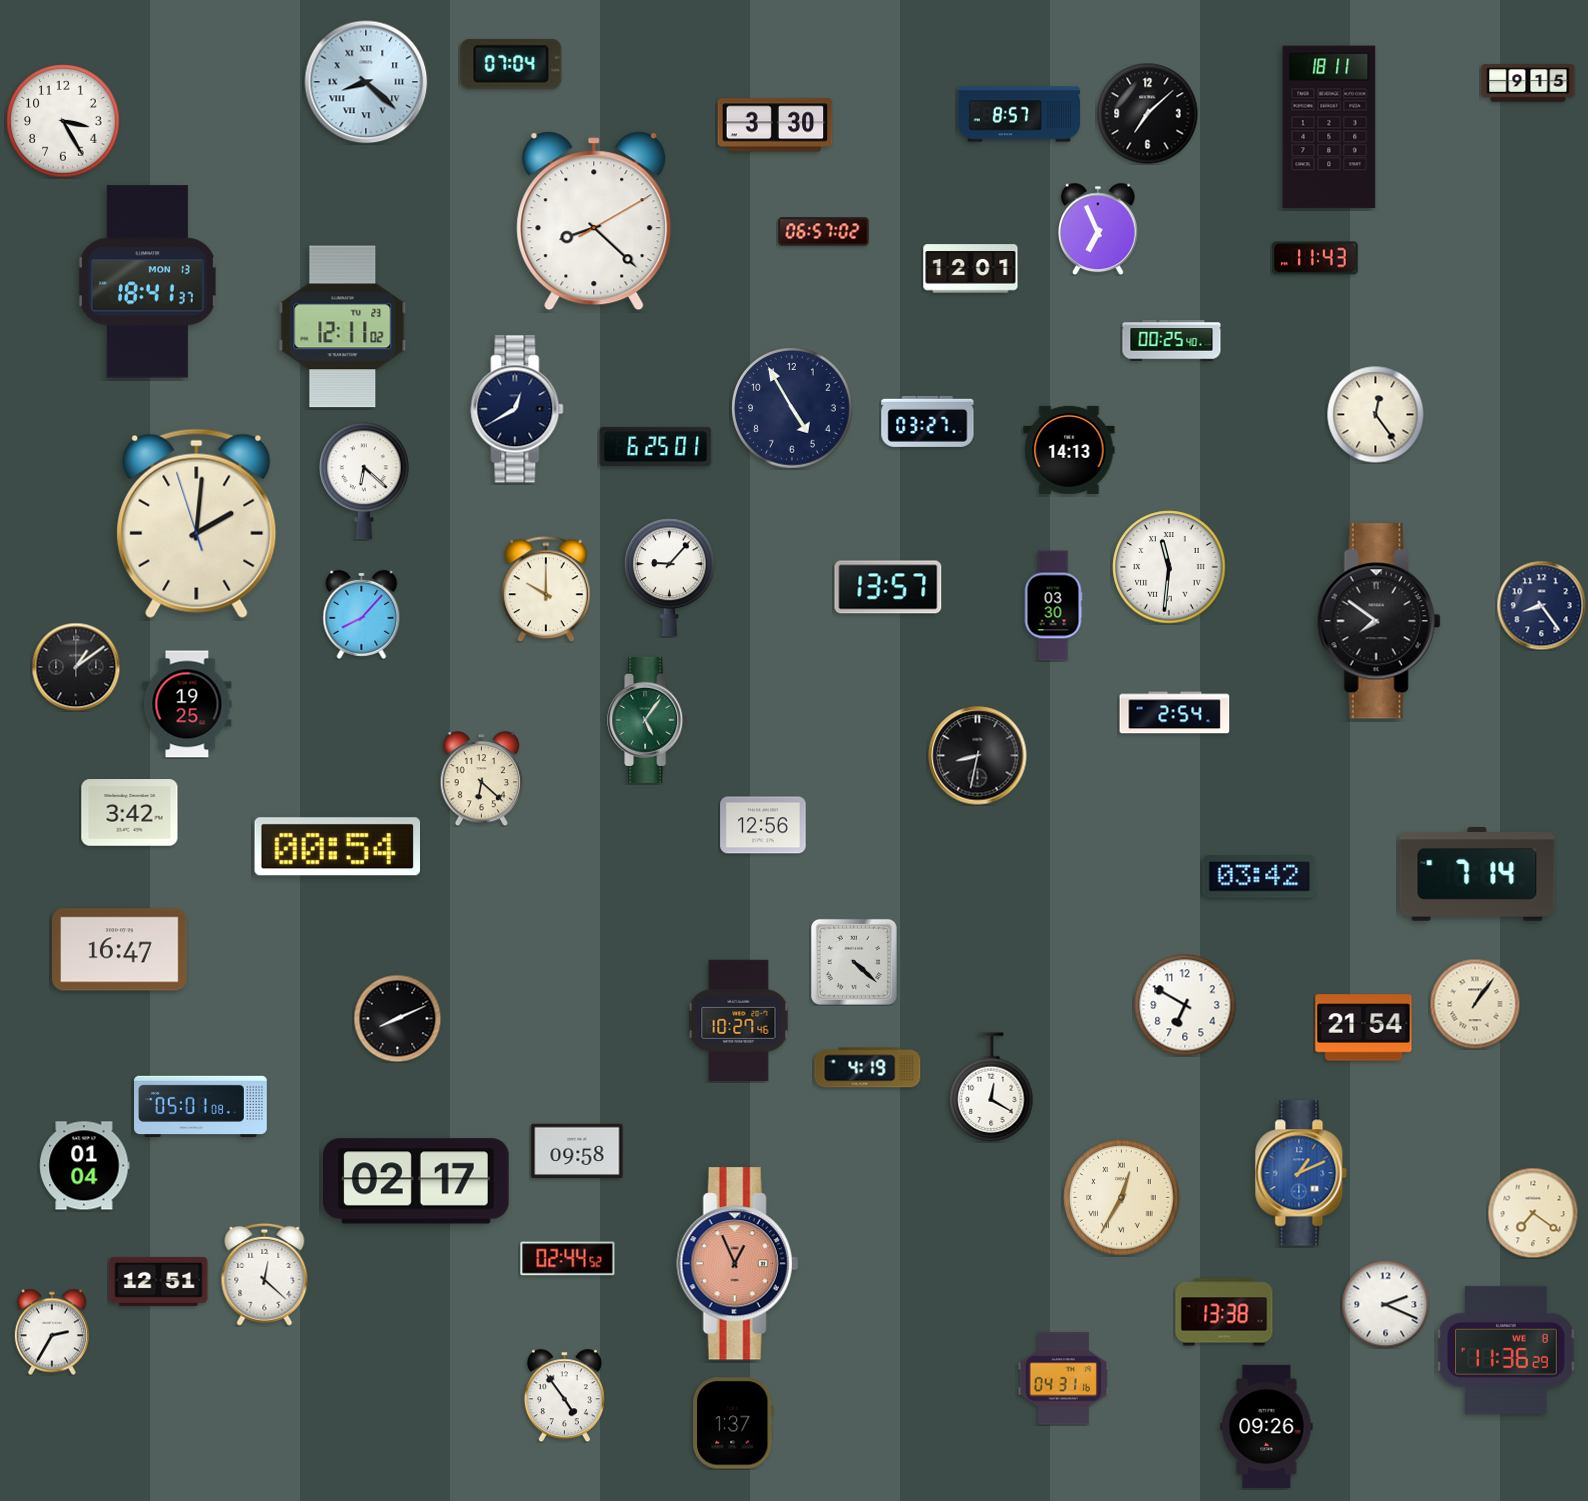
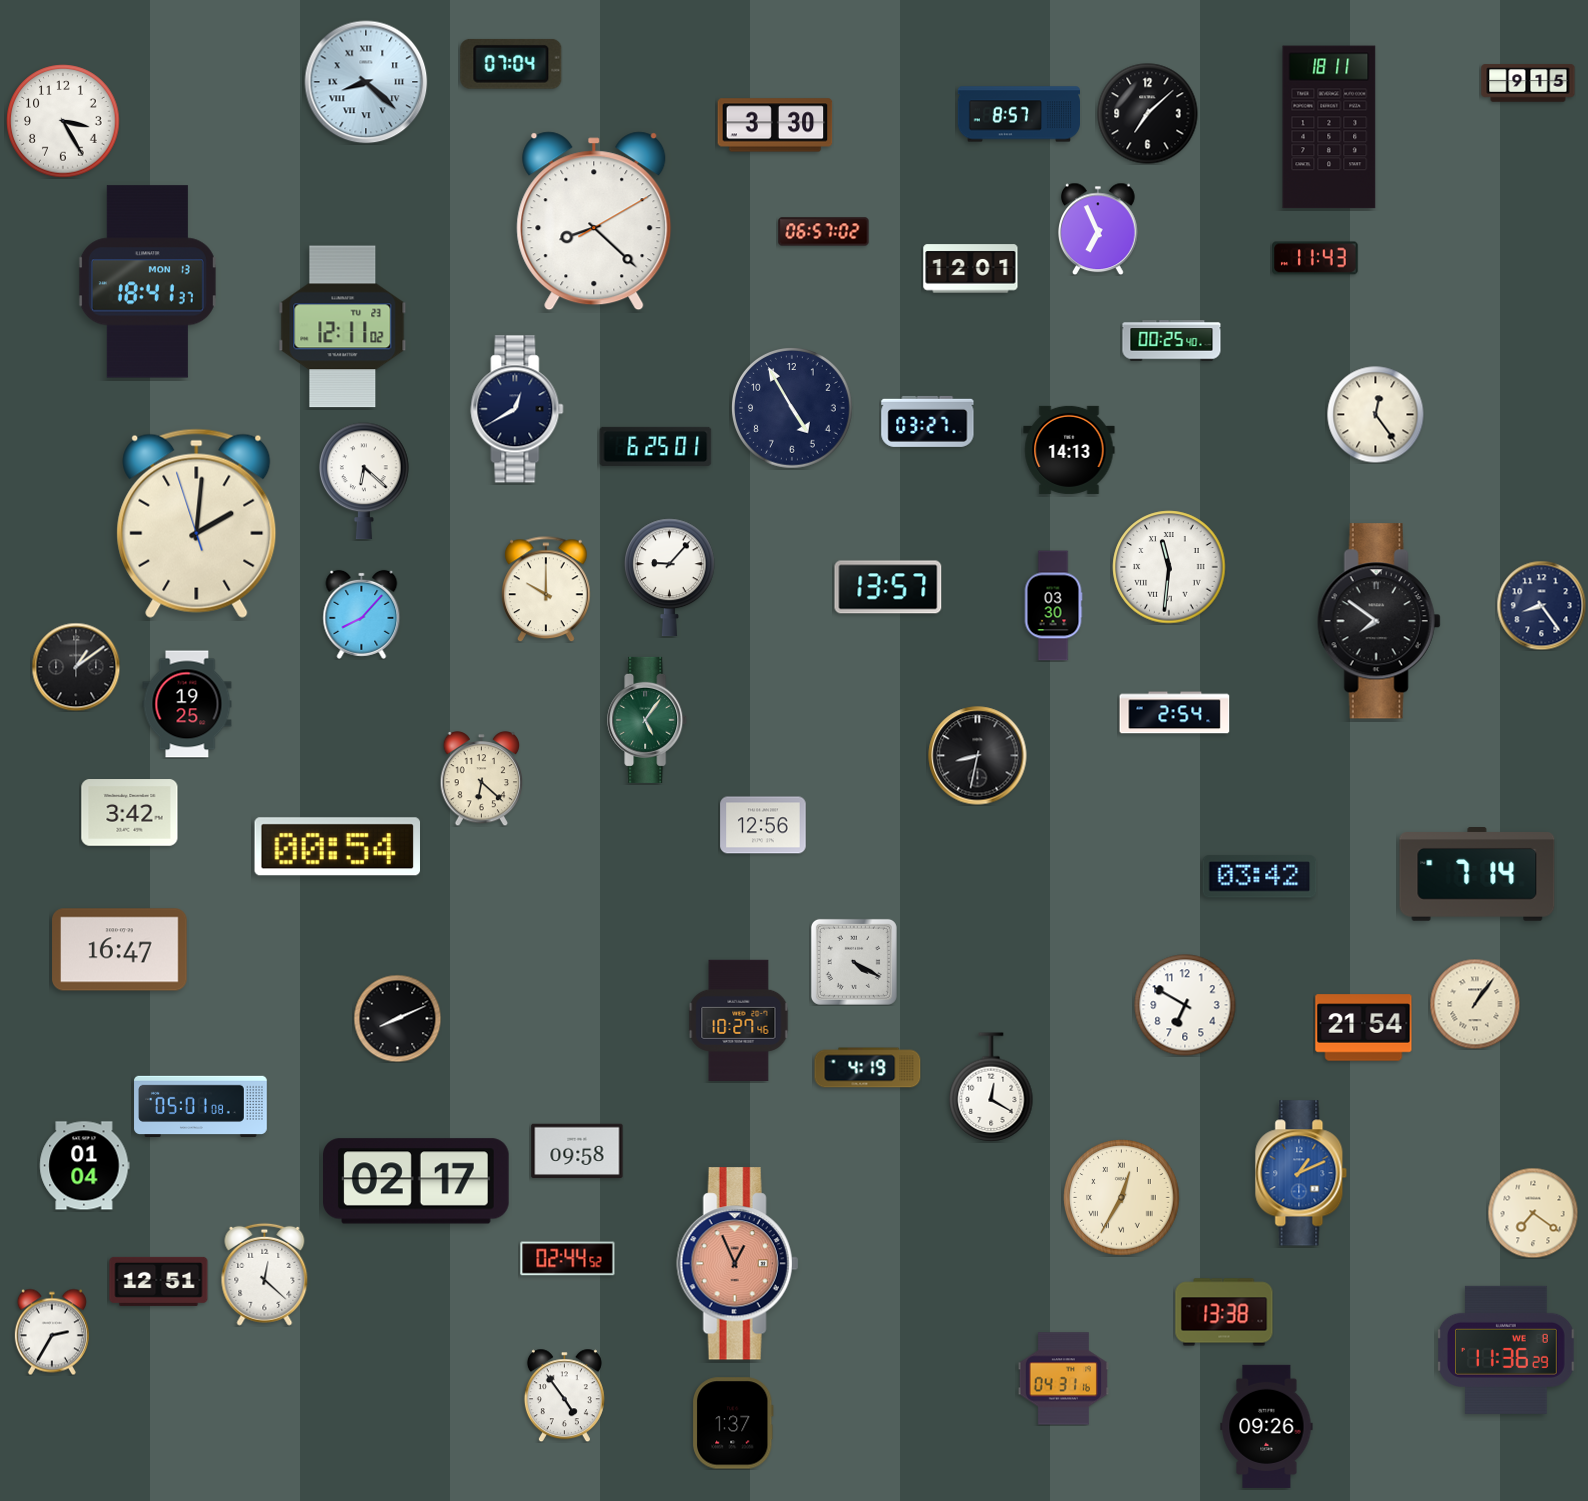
clock at (854, 962): 4:22 -> 4:20
clock at (1385, 1304): 2:19 -> none
